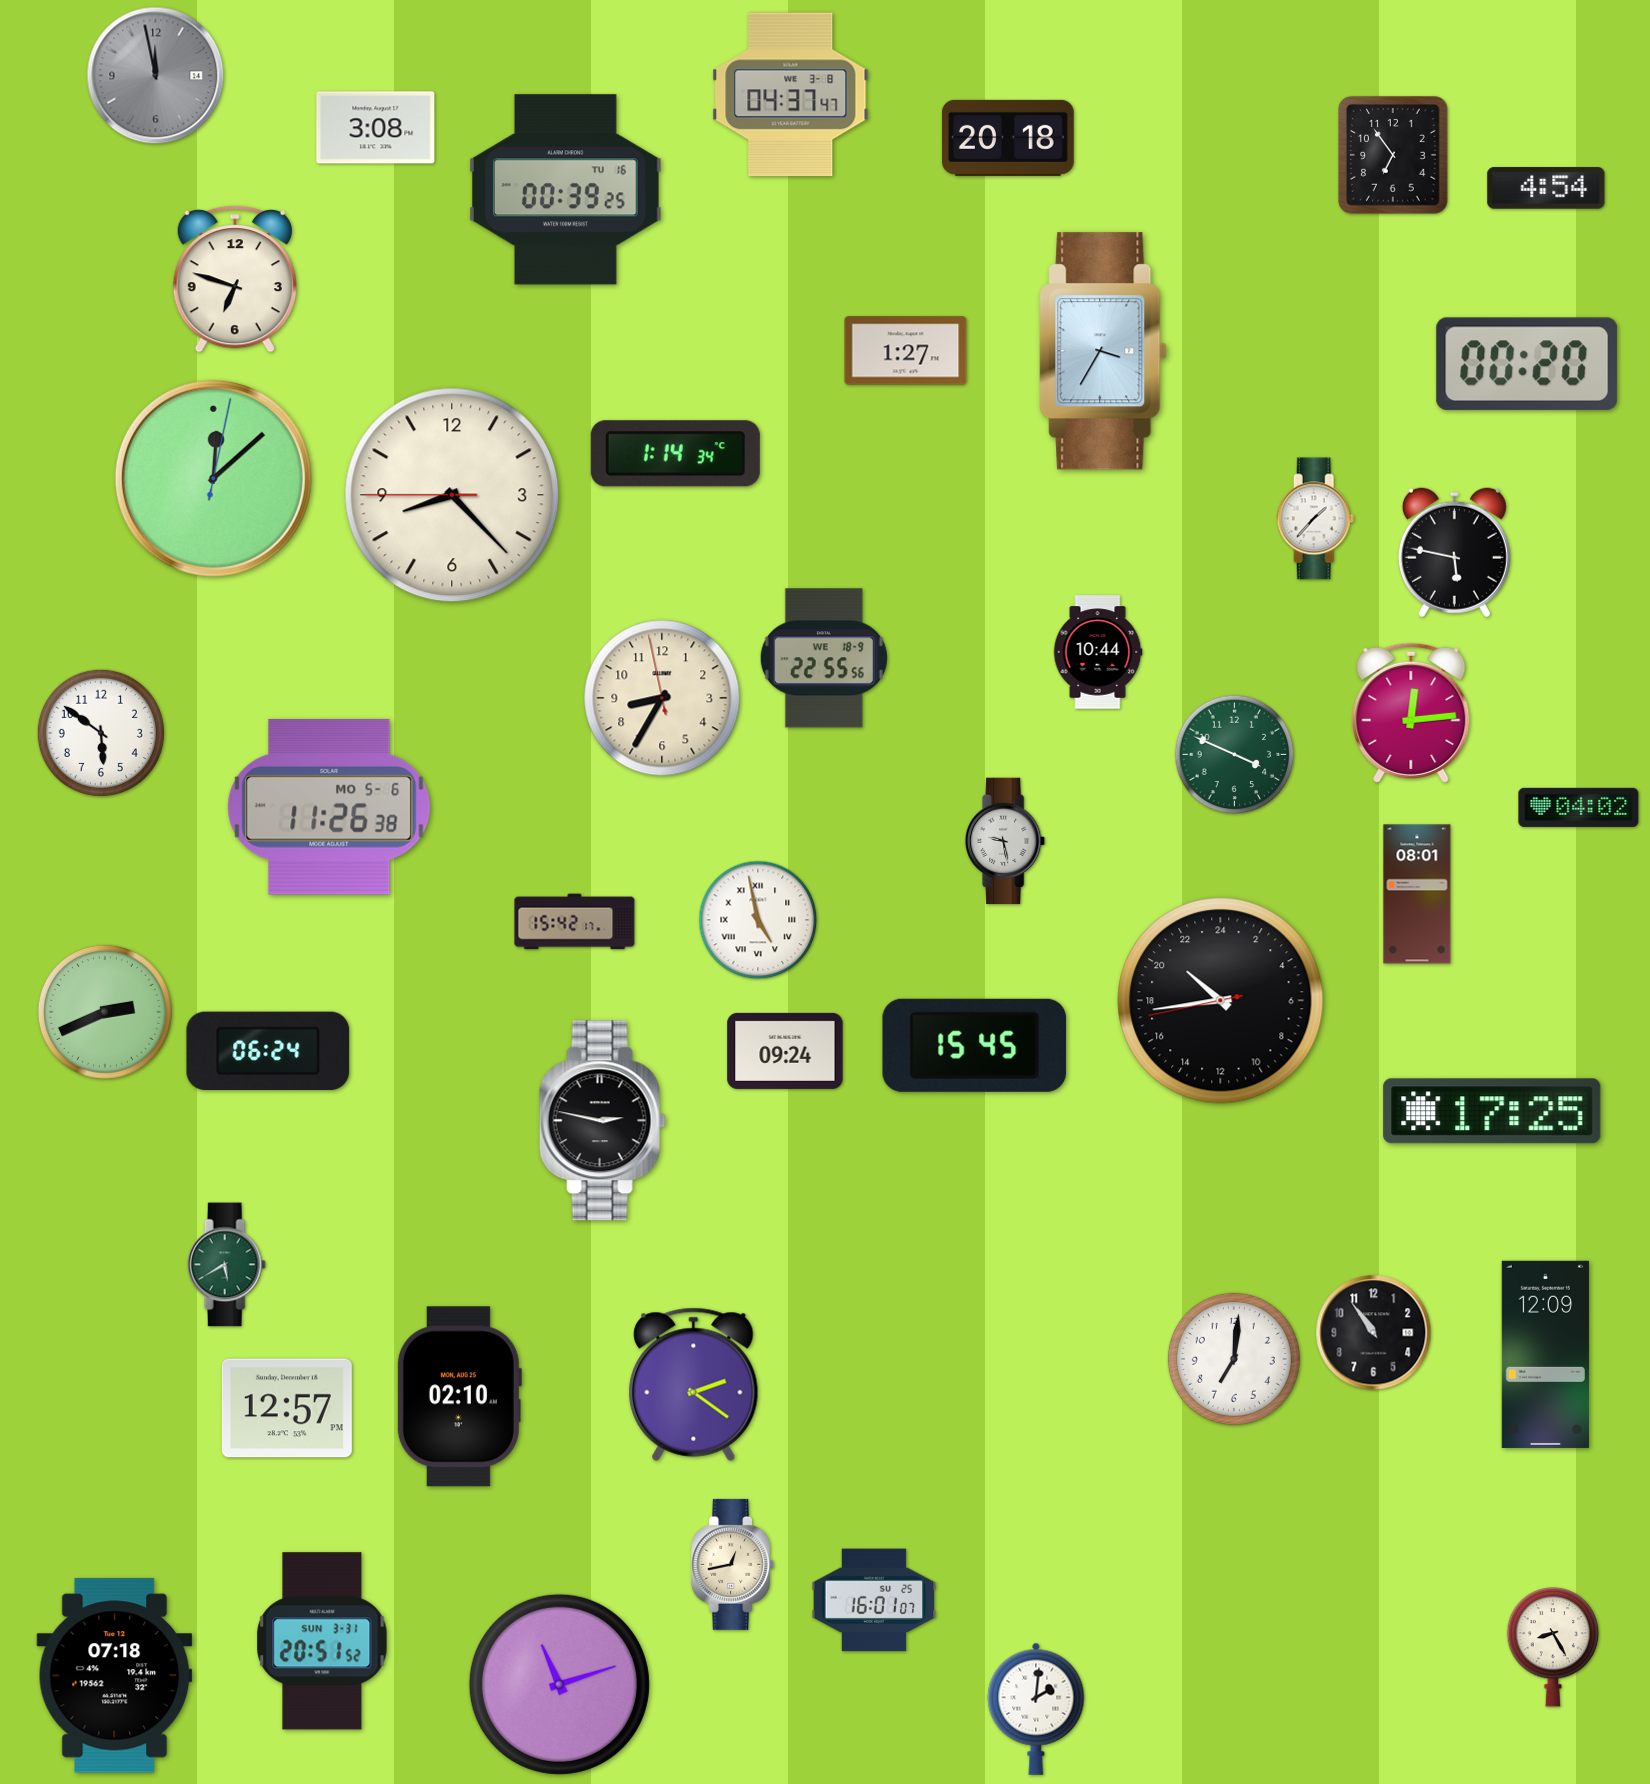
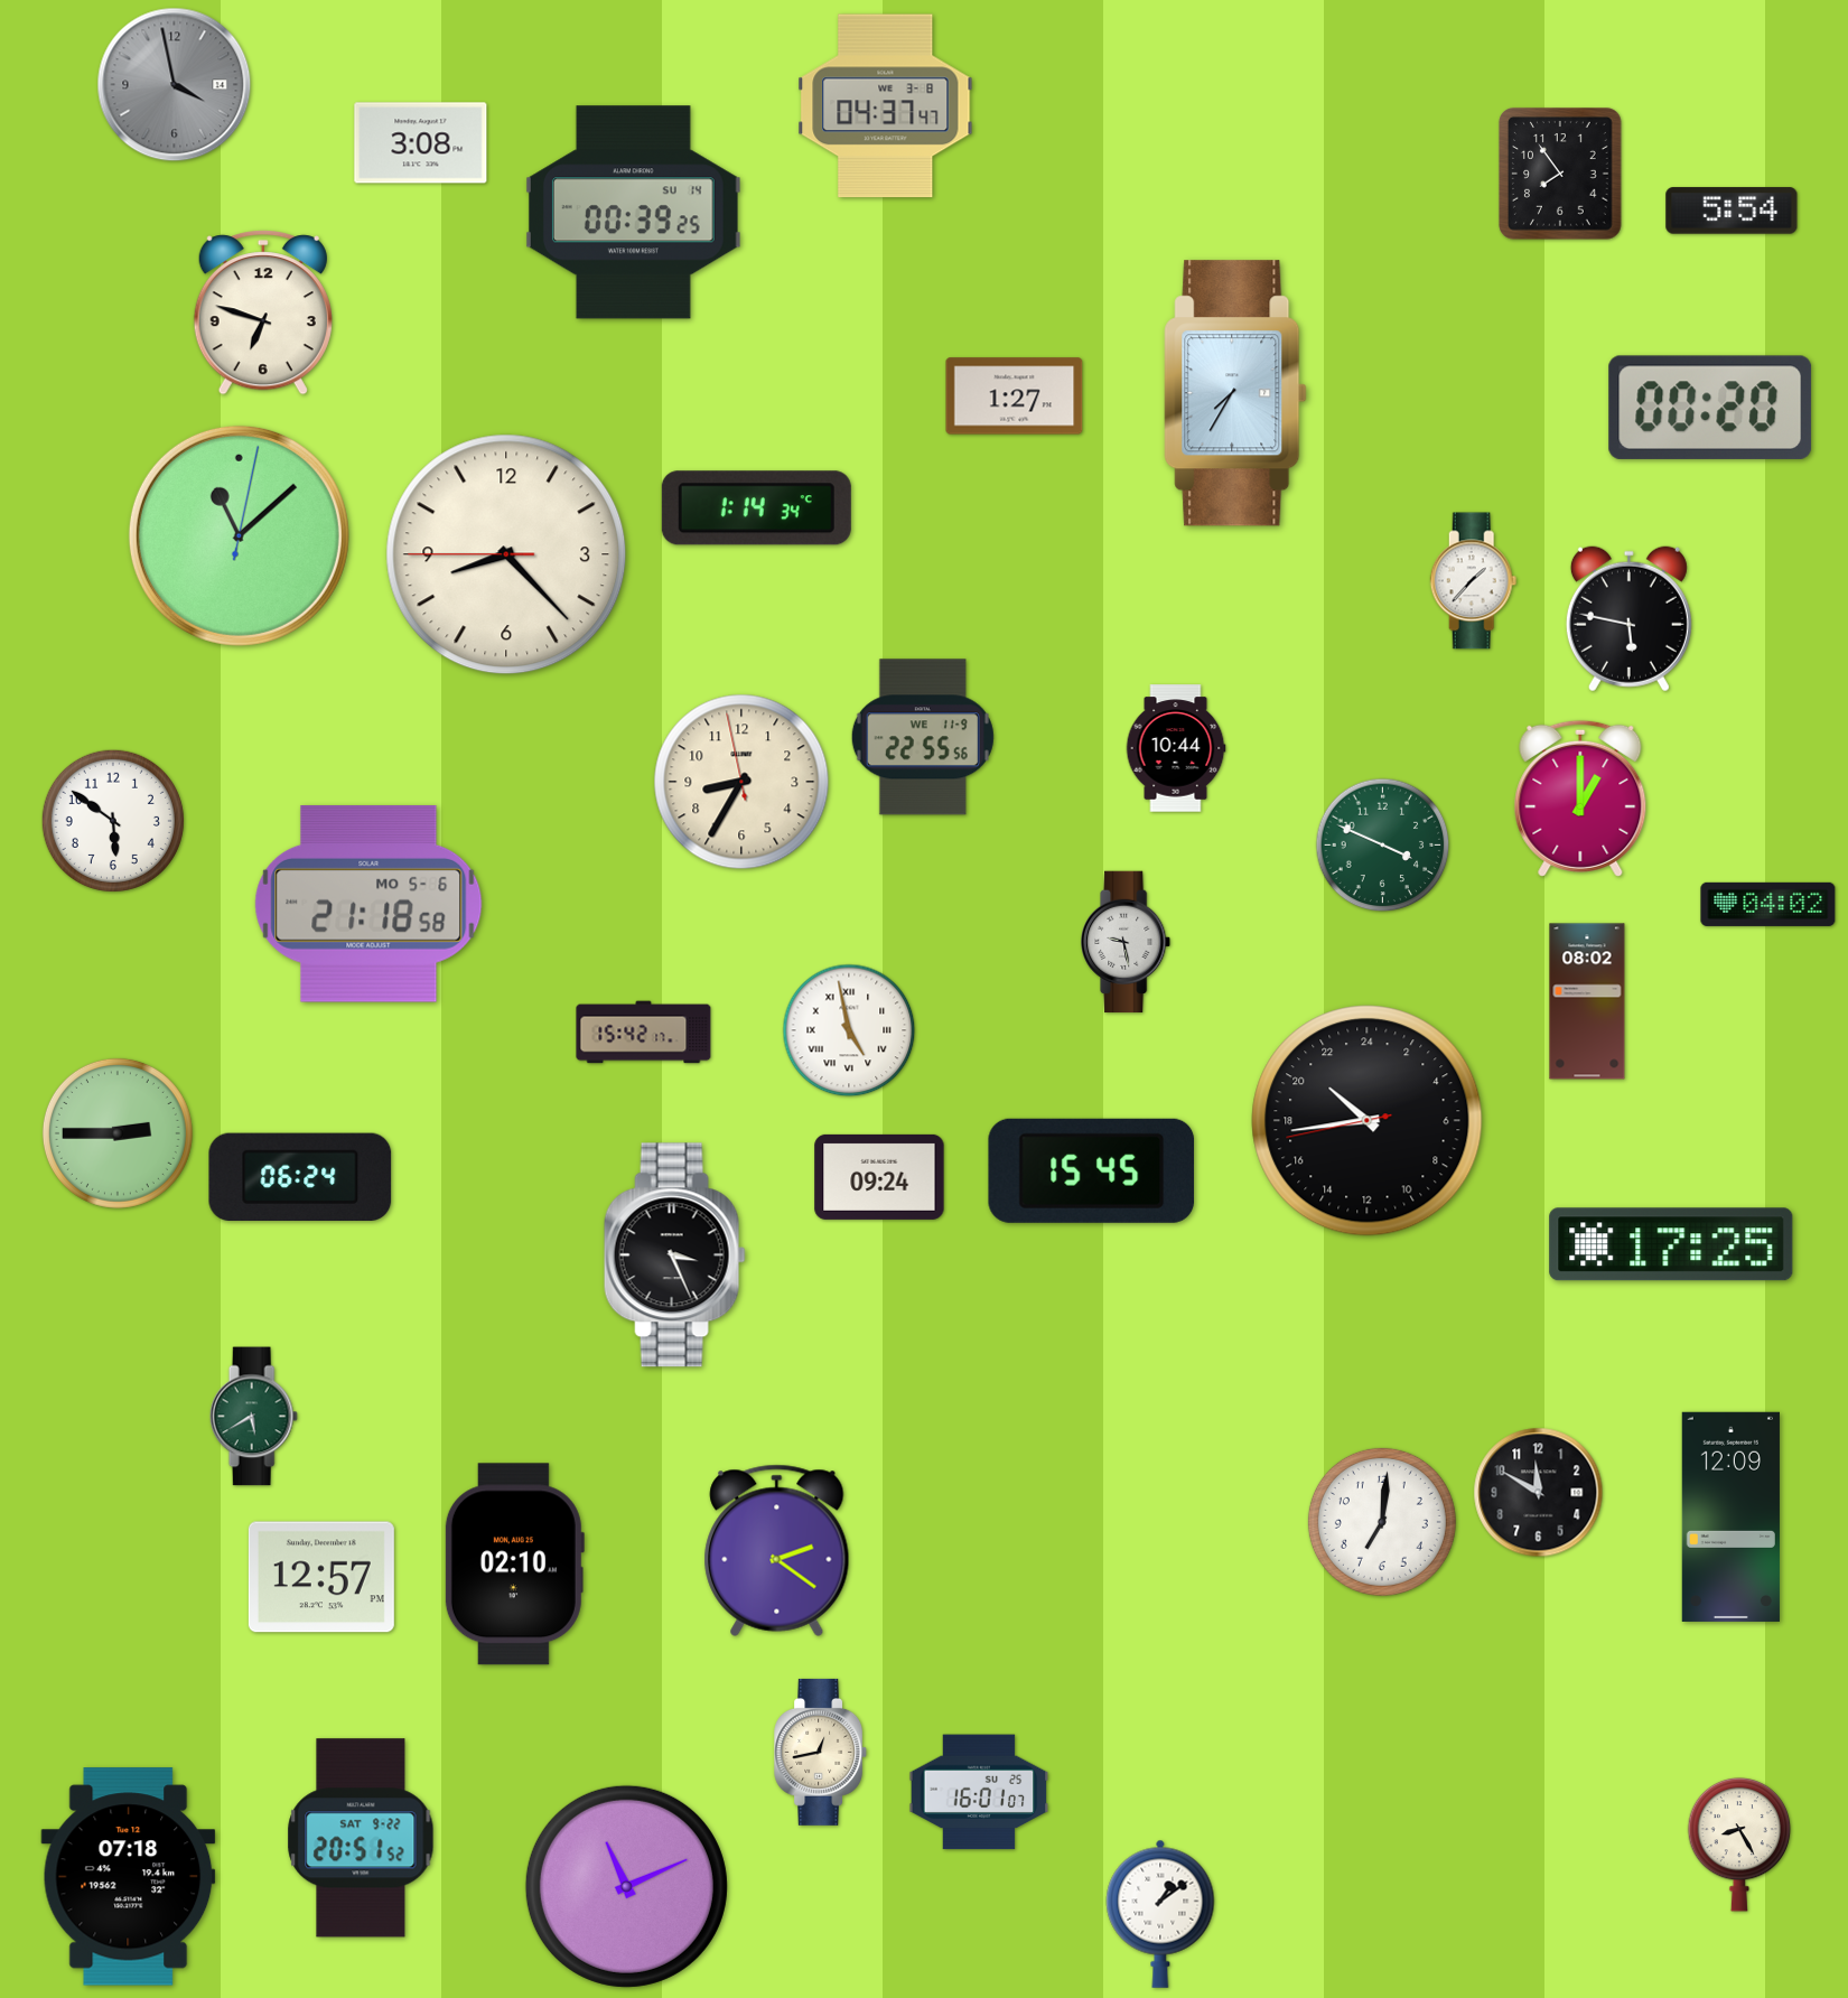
clock at (156, 76): 11:58 -> 3:58
clock at (1008, 138): 20:18 -> none
clock at (1393, 155): 6:54 -> 7:54
clock at (1546, 188): 4:54 -> 5:54
clock at (565, 190) date: TU 16 -> SU 14
clock at (906, 351) position: (906, 351) -> (1015, 396)
clock at (1103, 351): 3:35 -> 7:35
clock at (213, 478): 12:08 -> 11:08
clock at (1098, 652) position: (1098, 652) -> (1176, 748)
clock at (824, 658) date: WE 18-9 -> WE 11-9
clock at (1411, 713): 12:14 -> 1:00
clock at (329, 807): 11:26 -> 21:18
clock at (1417, 894): 08:01 -> 08:02
clock at (105, 1012): 2:41 -> 2:45
clock at (602, 1121): 2:47 -> 3:26
clock at (1374, 1333): 10:54 -> 11:50
clock at (322, 1641) date: SUN 3-31 -> SAT 9-22
clock at (559, 1684): 11:12 -> 11:11
clock at (1036, 1709): 2:01 -> 1:09
